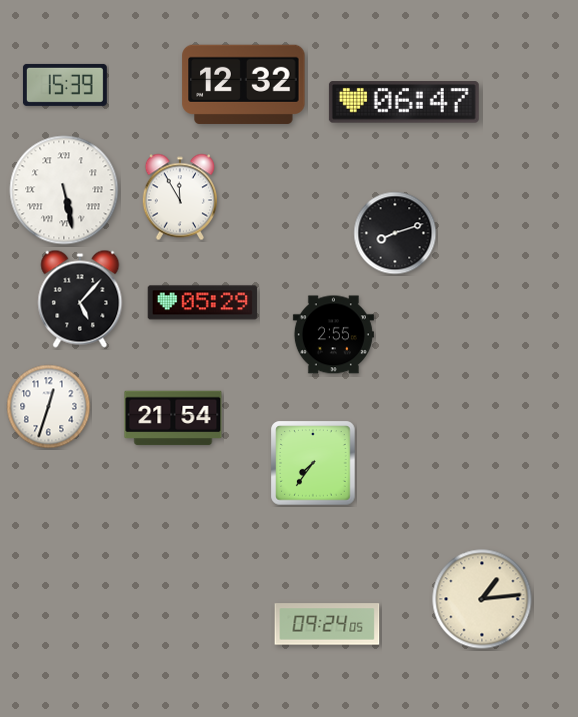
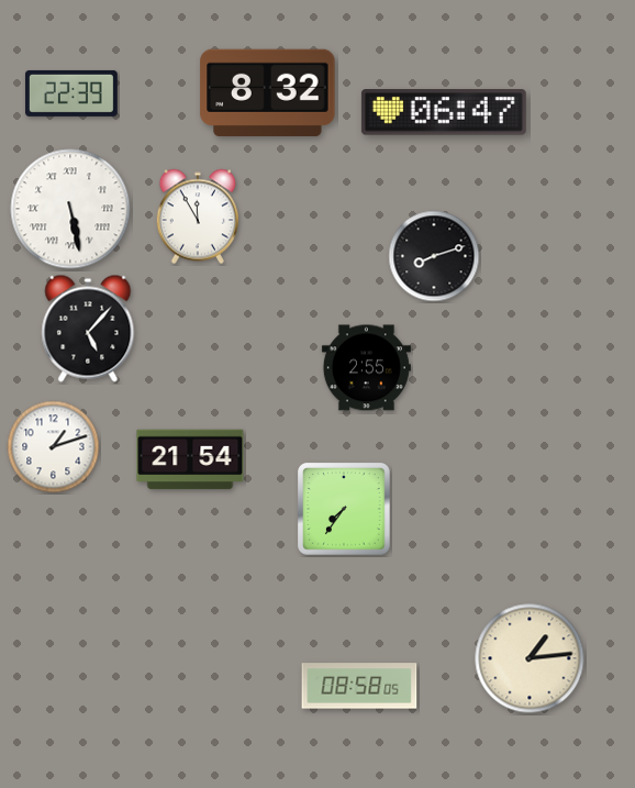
clock at (244, 84): 12:32 -> 8:32
clock at (65, 85): 15:39 -> 22:39
clock at (203, 303): 05:29 -> none
clock at (49, 407): 12:33 -> 1:12
clock at (327, 624): 09:24 -> 08:58
